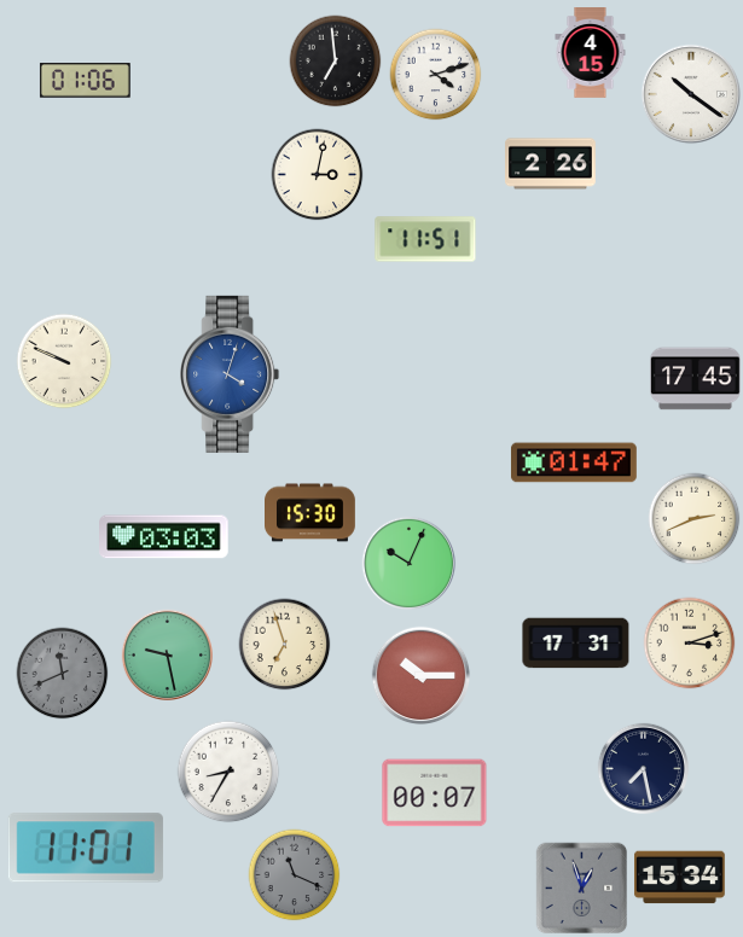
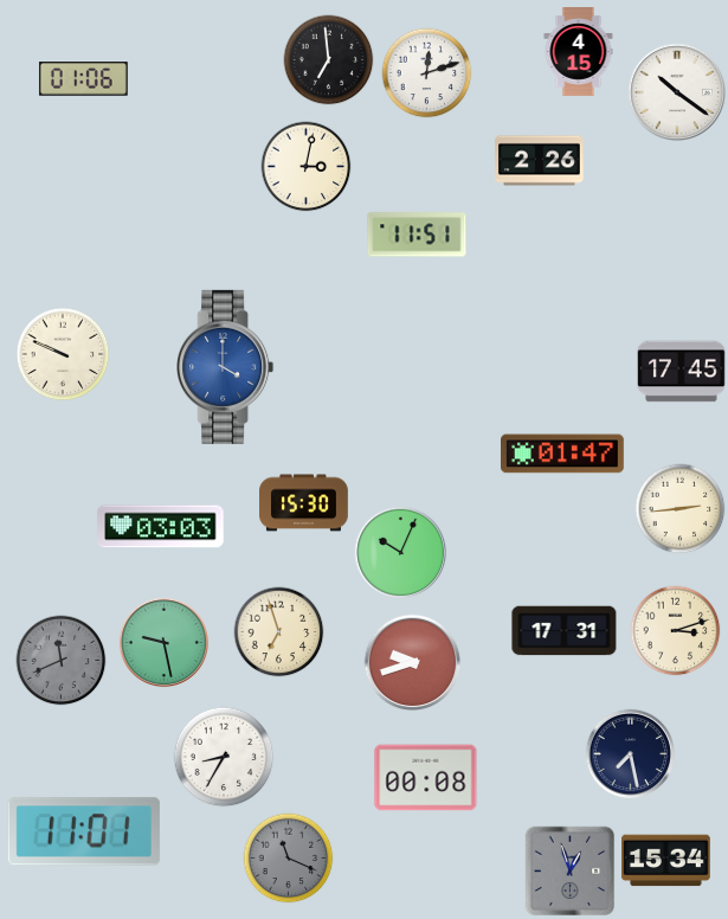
clock at (436, 75): 4:12 -> 12:12
clock at (318, 175) position: (318, 175) -> (307, 167)
clock at (230, 374): 4:03 -> 4:00
clock at (695, 519): 2:41 -> 2:44
clock at (422, 676): 10:15 -> 9:42
clock at (435, 793): 00:07 -> 00:08
